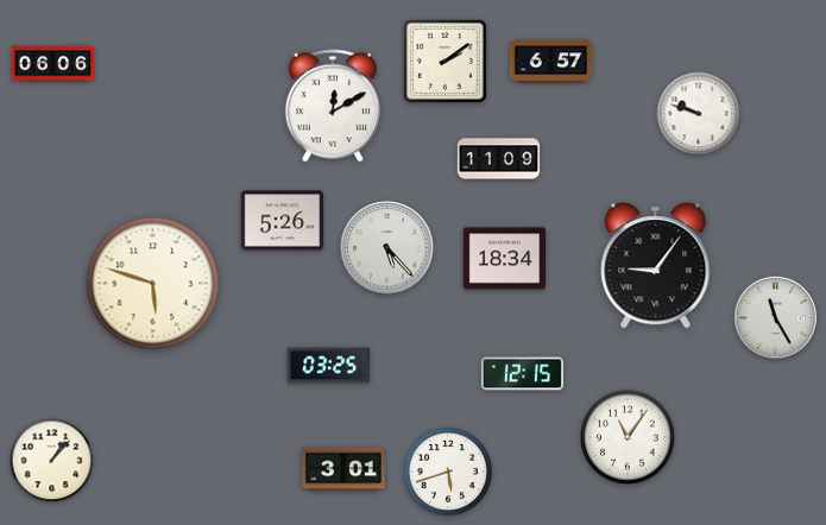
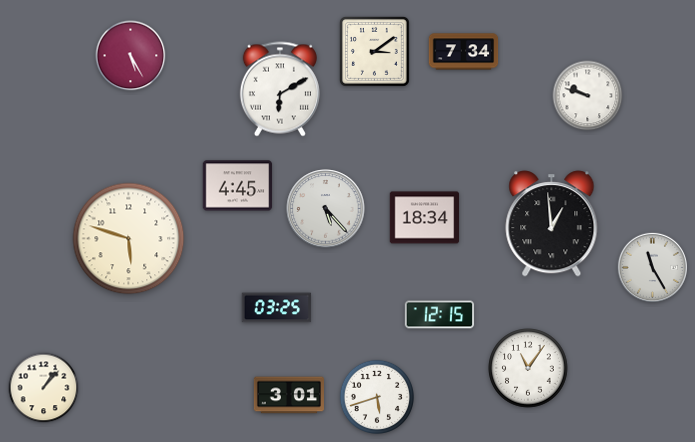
clock at (444, 61): 2:09 -> 3:09
clock at (551, 62): 6:57 -> 7:34
clock at (53, 64): 06:06 -> none
clock at (131, 56): none -> 5:25
clock at (333, 106): 12:10 -> 6:10
clock at (499, 159): 11:09 -> none
clock at (283, 221): 5:26 -> 4:45
clock at (656, 266): 9:06 -> 12:59
